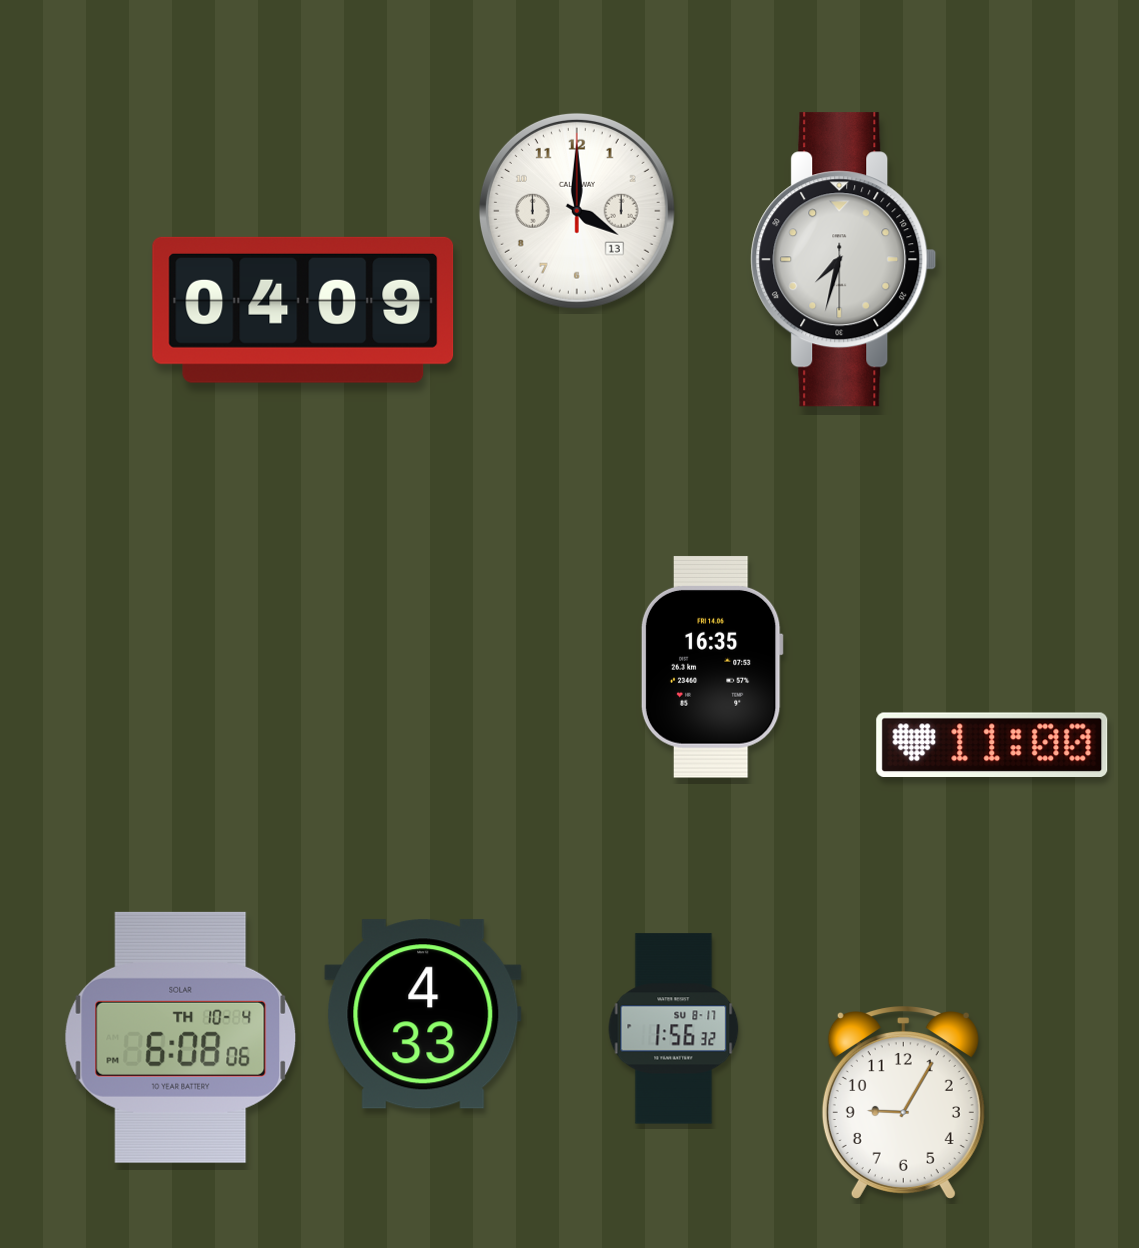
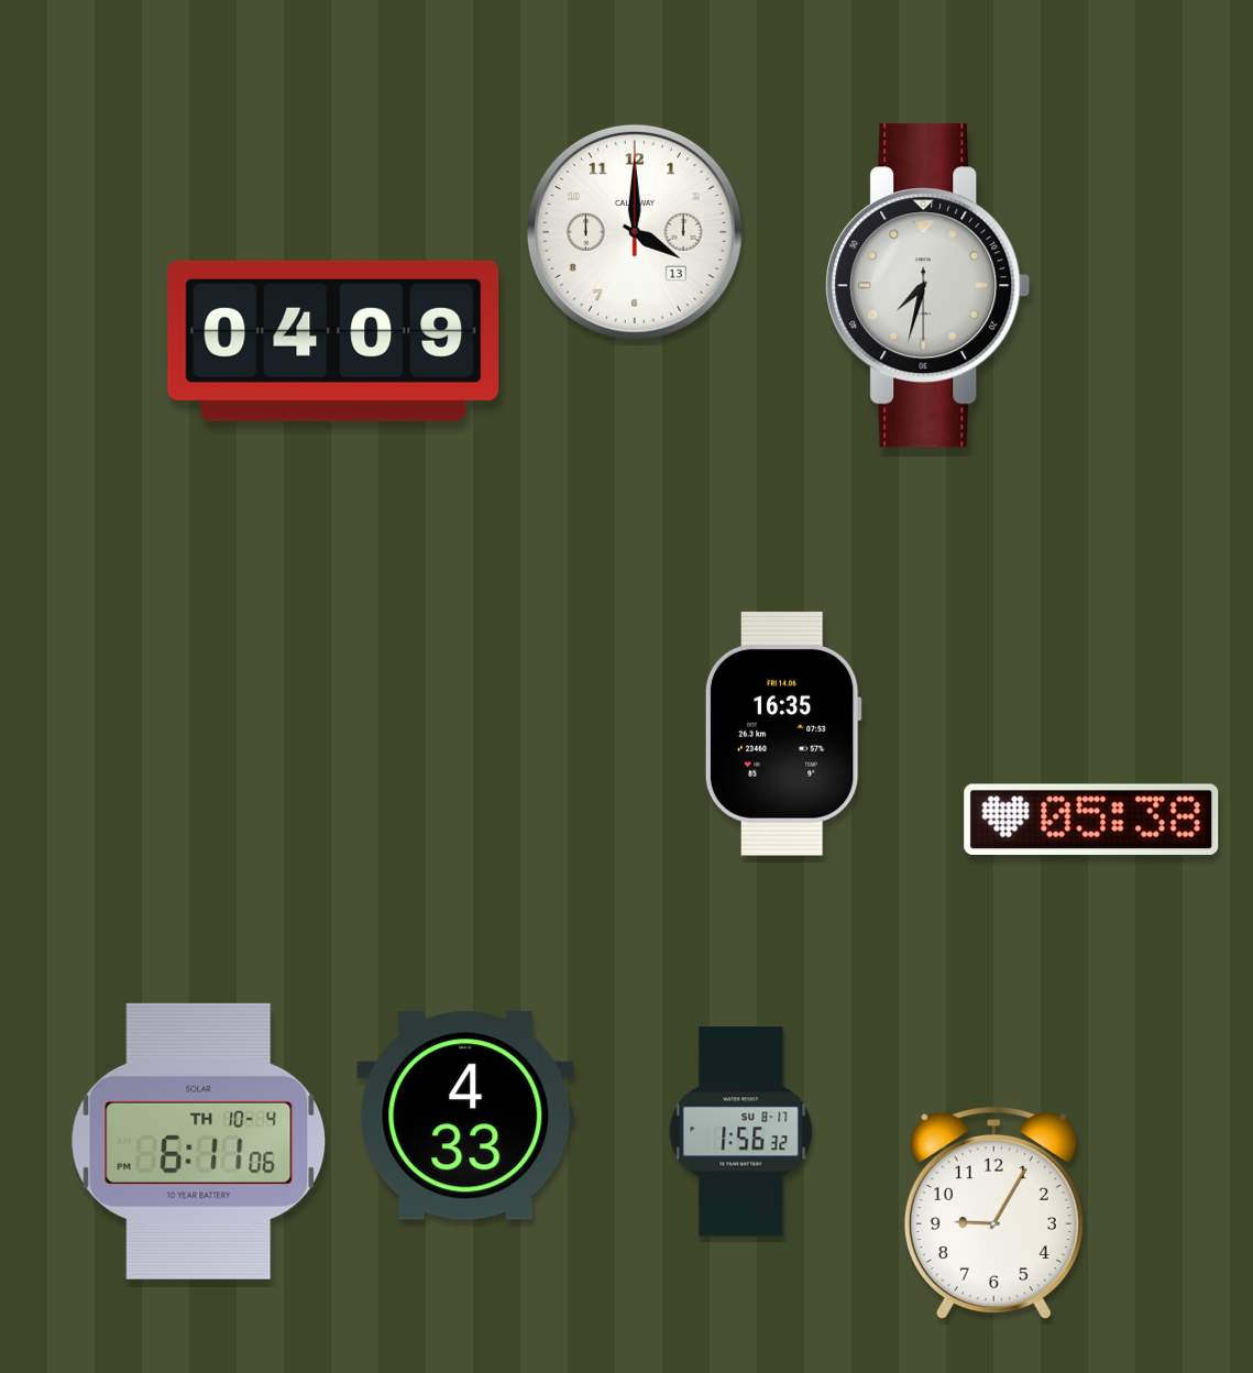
clock at (992, 744): 11:00 -> 05:38
clock at (181, 1037): 6:08 -> 6:11
